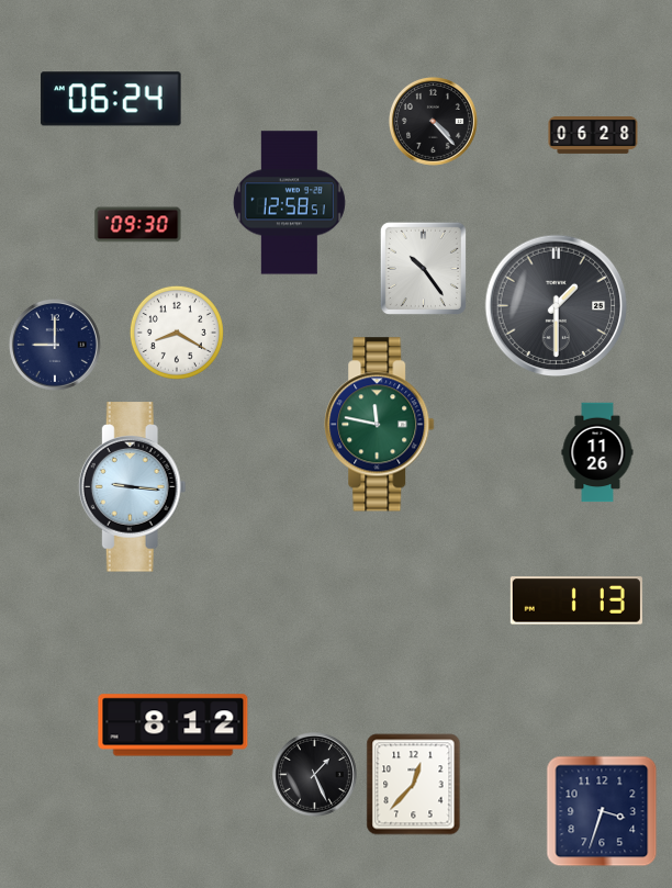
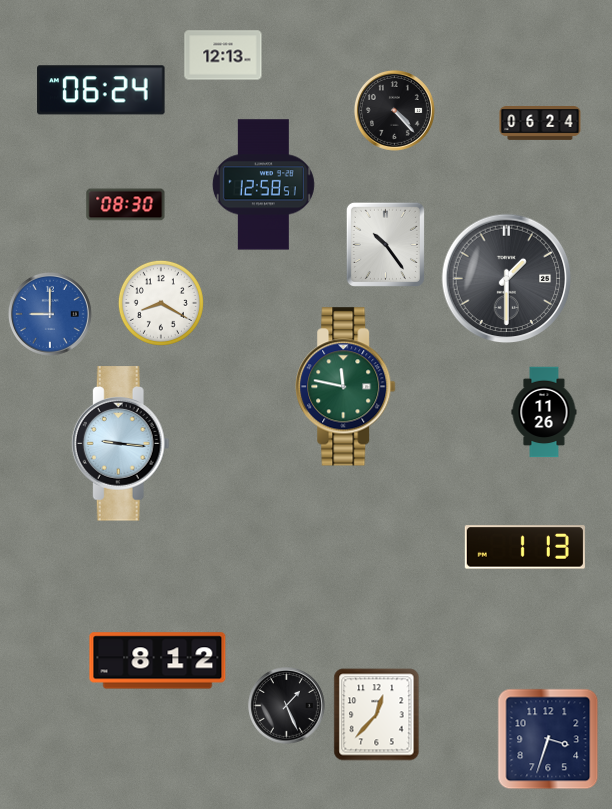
clock at (223, 55): none -> 12:13
clock at (593, 136): 06:28 -> 06:24
clock at (138, 225): 09:30 -> 08:30
clock at (55, 345) dial: navy -> blue
